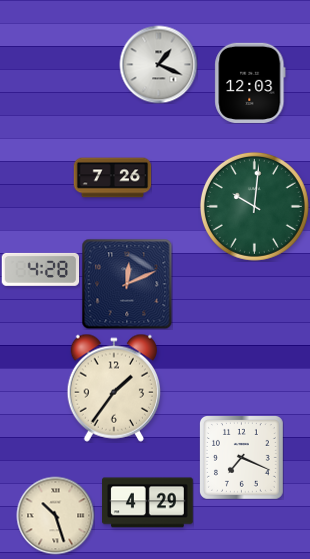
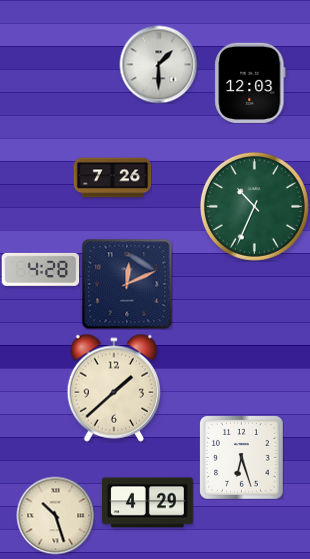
clock at (158, 64): 1:19 -> 1:30
clock at (254, 206): 10:01 -> 10:34
clock at (113, 388): 1:36 -> 1:38
clock at (242, 458): 7:19 -> 6:27
